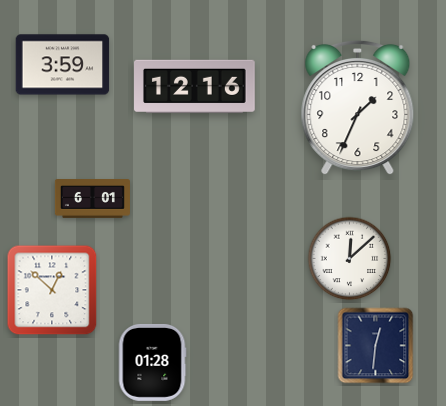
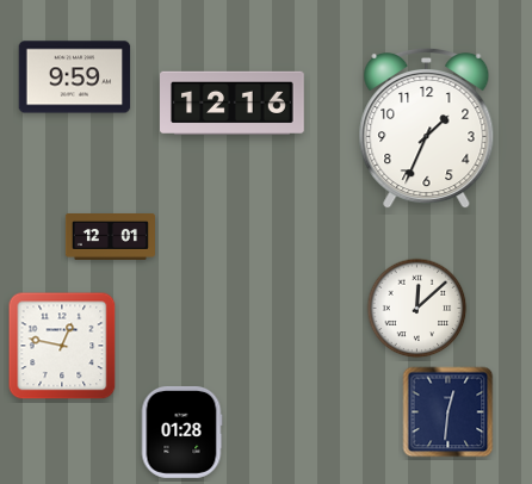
clock at (63, 65): 3:59 -> 9:59
clock at (92, 199): 6:01 -> 12:01
clock at (52, 290): 12:52 -> 12:47
